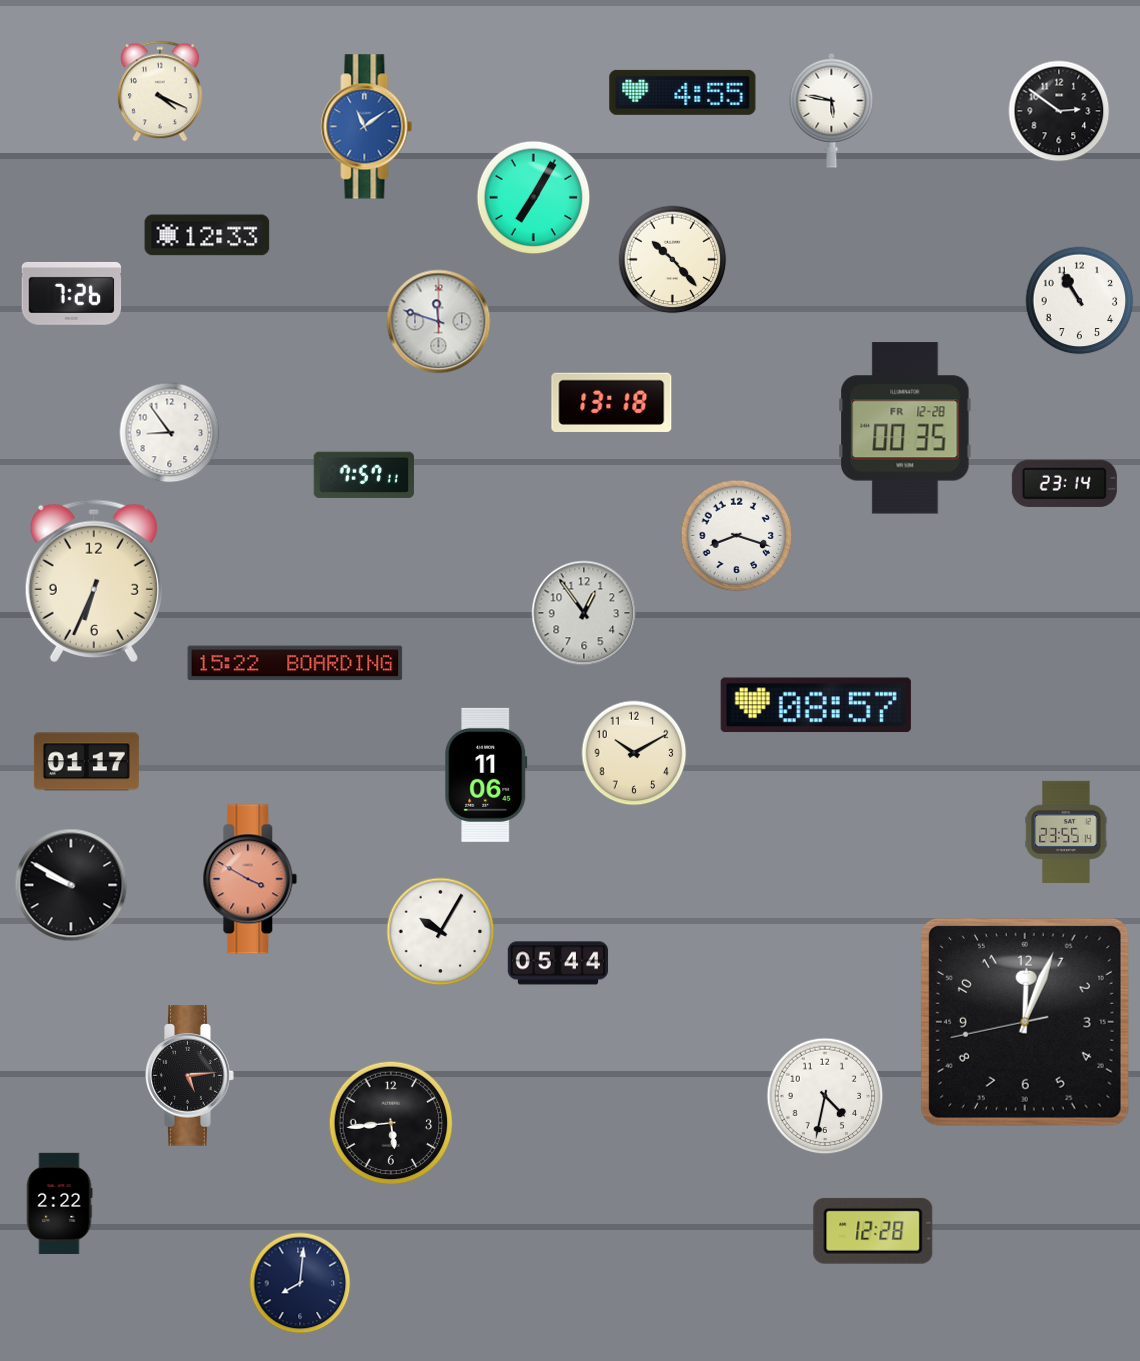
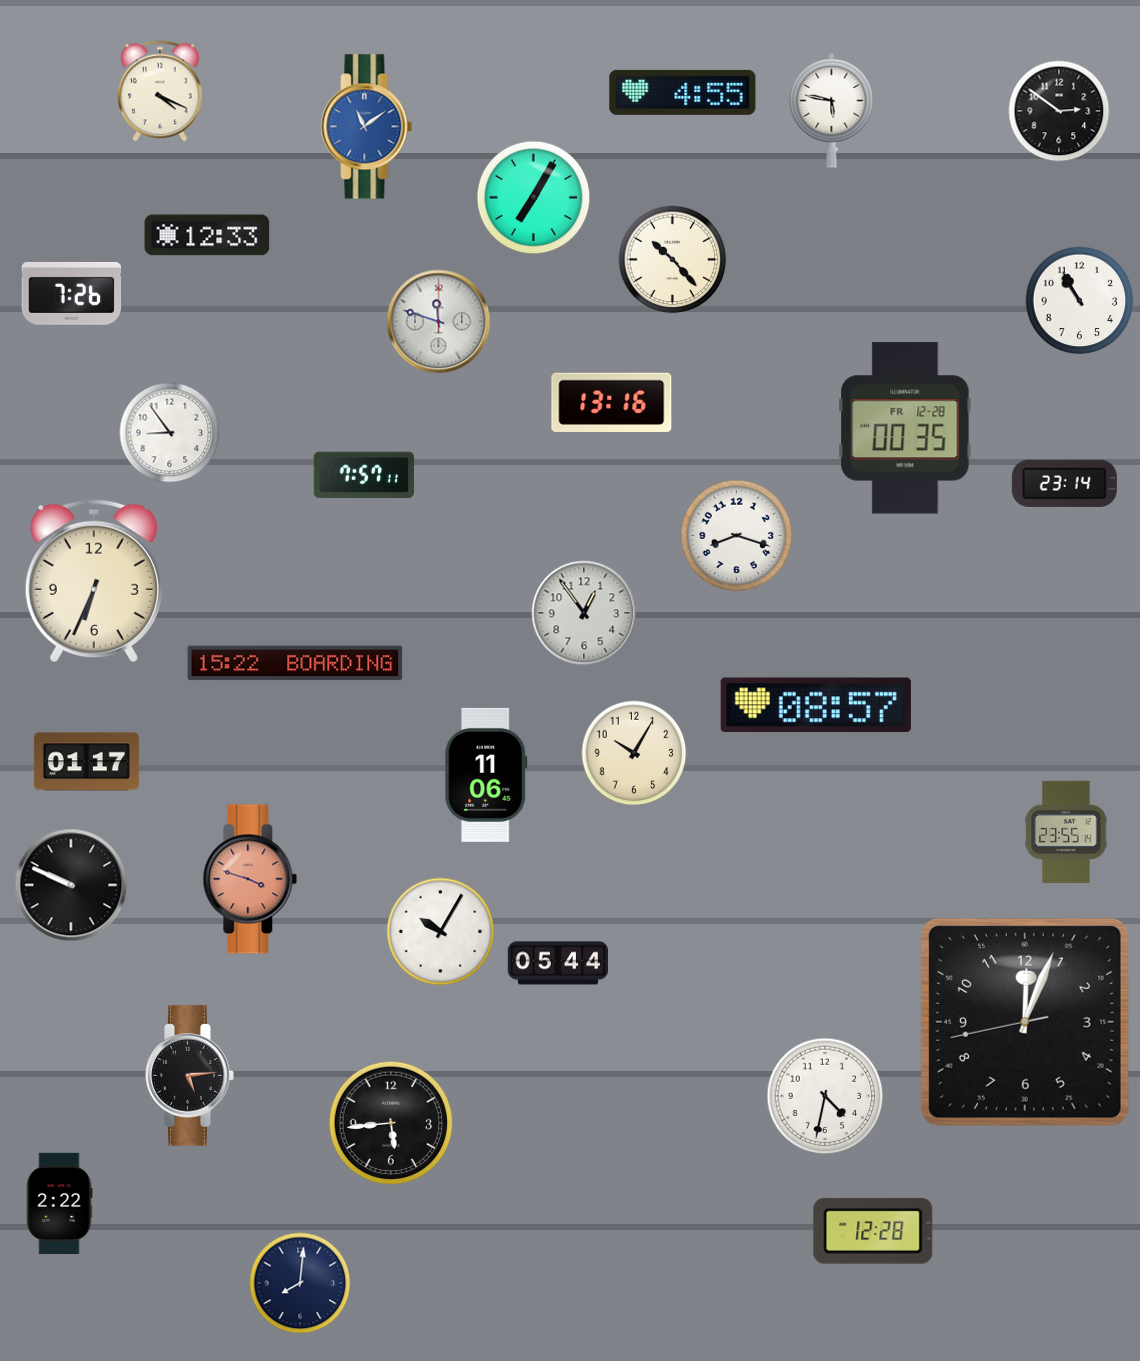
clock at (612, 402): 13:18 -> 13:16
clock at (634, 753): 10:10 -> 10:05
clock at (250, 879): 3:50 -> 3:48
clock at (71, 885): 9:50 -> 9:49
